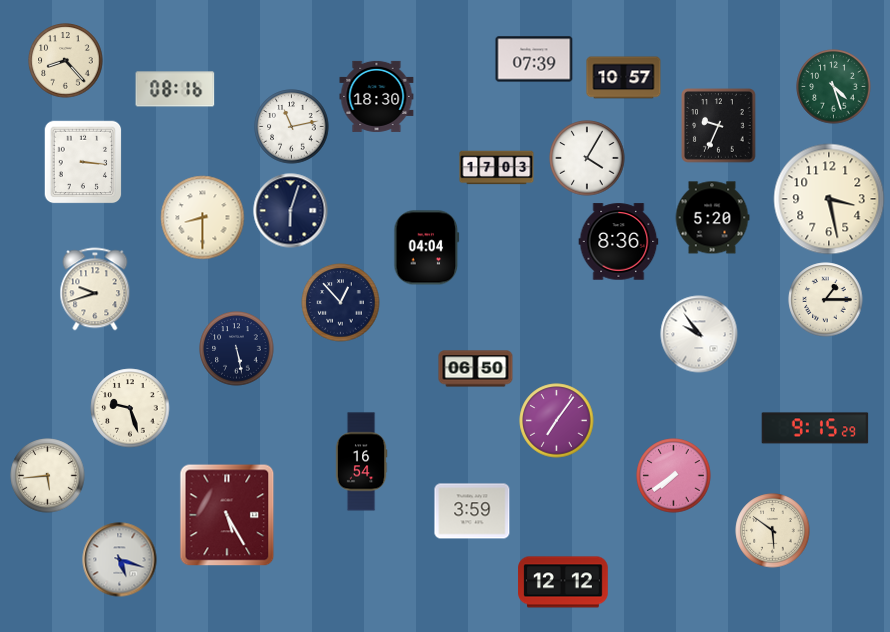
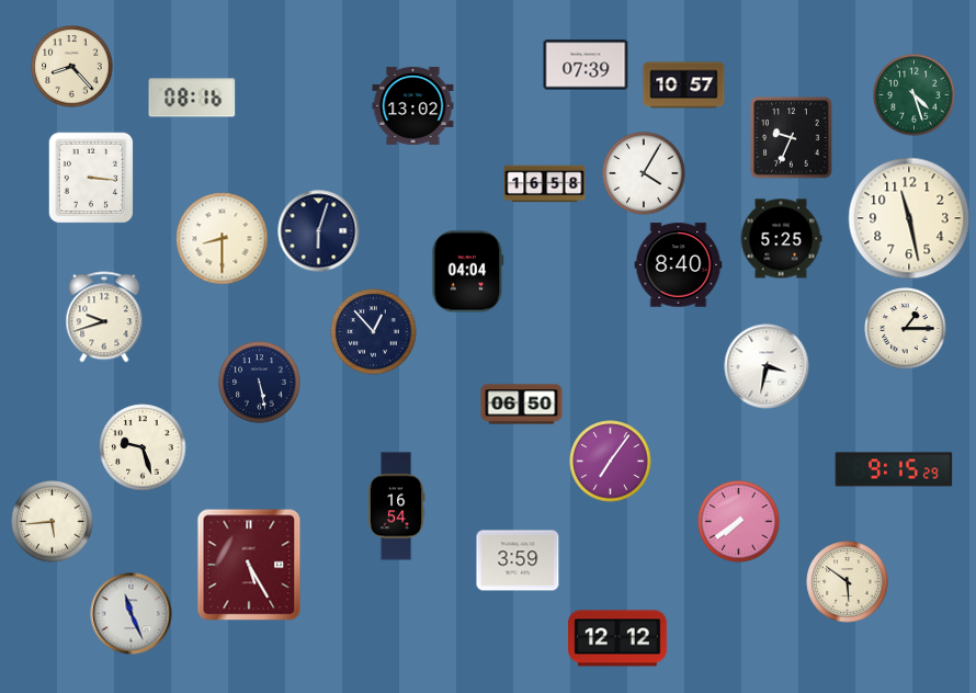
clock at (377, 96): 18:30 -> 13:02
clock at (719, 126) position: (719, 126) -> (792, 138)
clock at (292, 127): 11:13 -> none
clock at (497, 168): 17:03 -> 16:58
clock at (829, 199): 3:28 -> 11:28
clock at (712, 218): 5:20 -> 5:25
clock at (619, 242): 8:36 -> 8:40
clock at (699, 334): 9:54 -> 3:32
clock at (120, 560): 5:18 -> 11:26
